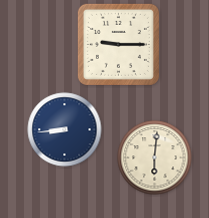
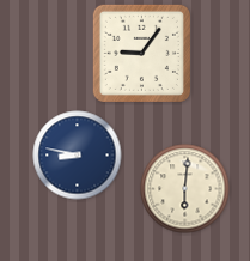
clock at (118, 44): 9:15 -> 9:06
clock at (65, 130): 8:44 -> 8:47
